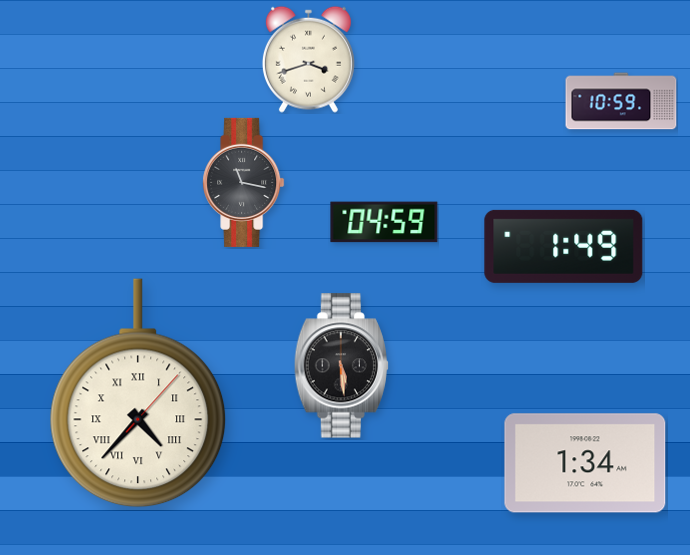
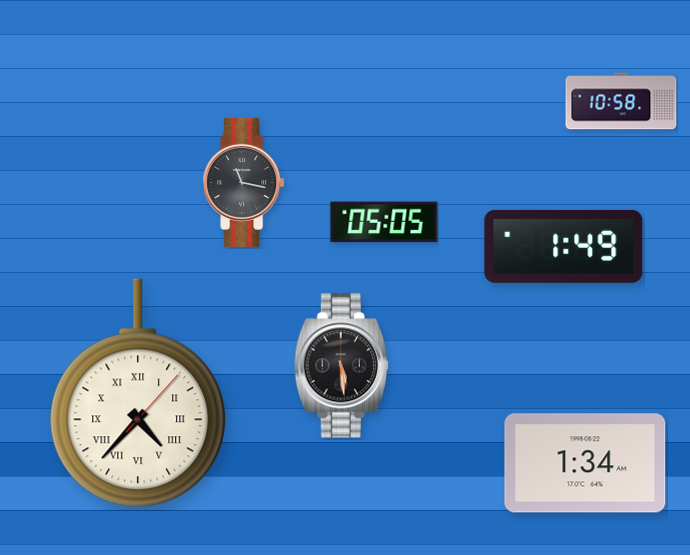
clock at (308, 59): 3:42 -> none
clock at (621, 101): 10:59 -> 10:58
clock at (384, 222): 04:59 -> 05:05
